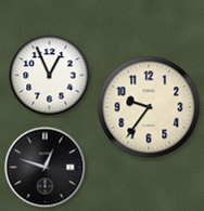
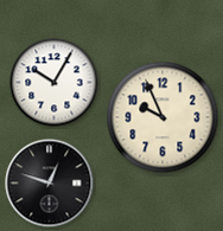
clock at (50, 76): 12:56 -> 10:05
clock at (149, 107): 9:36 -> 9:56
